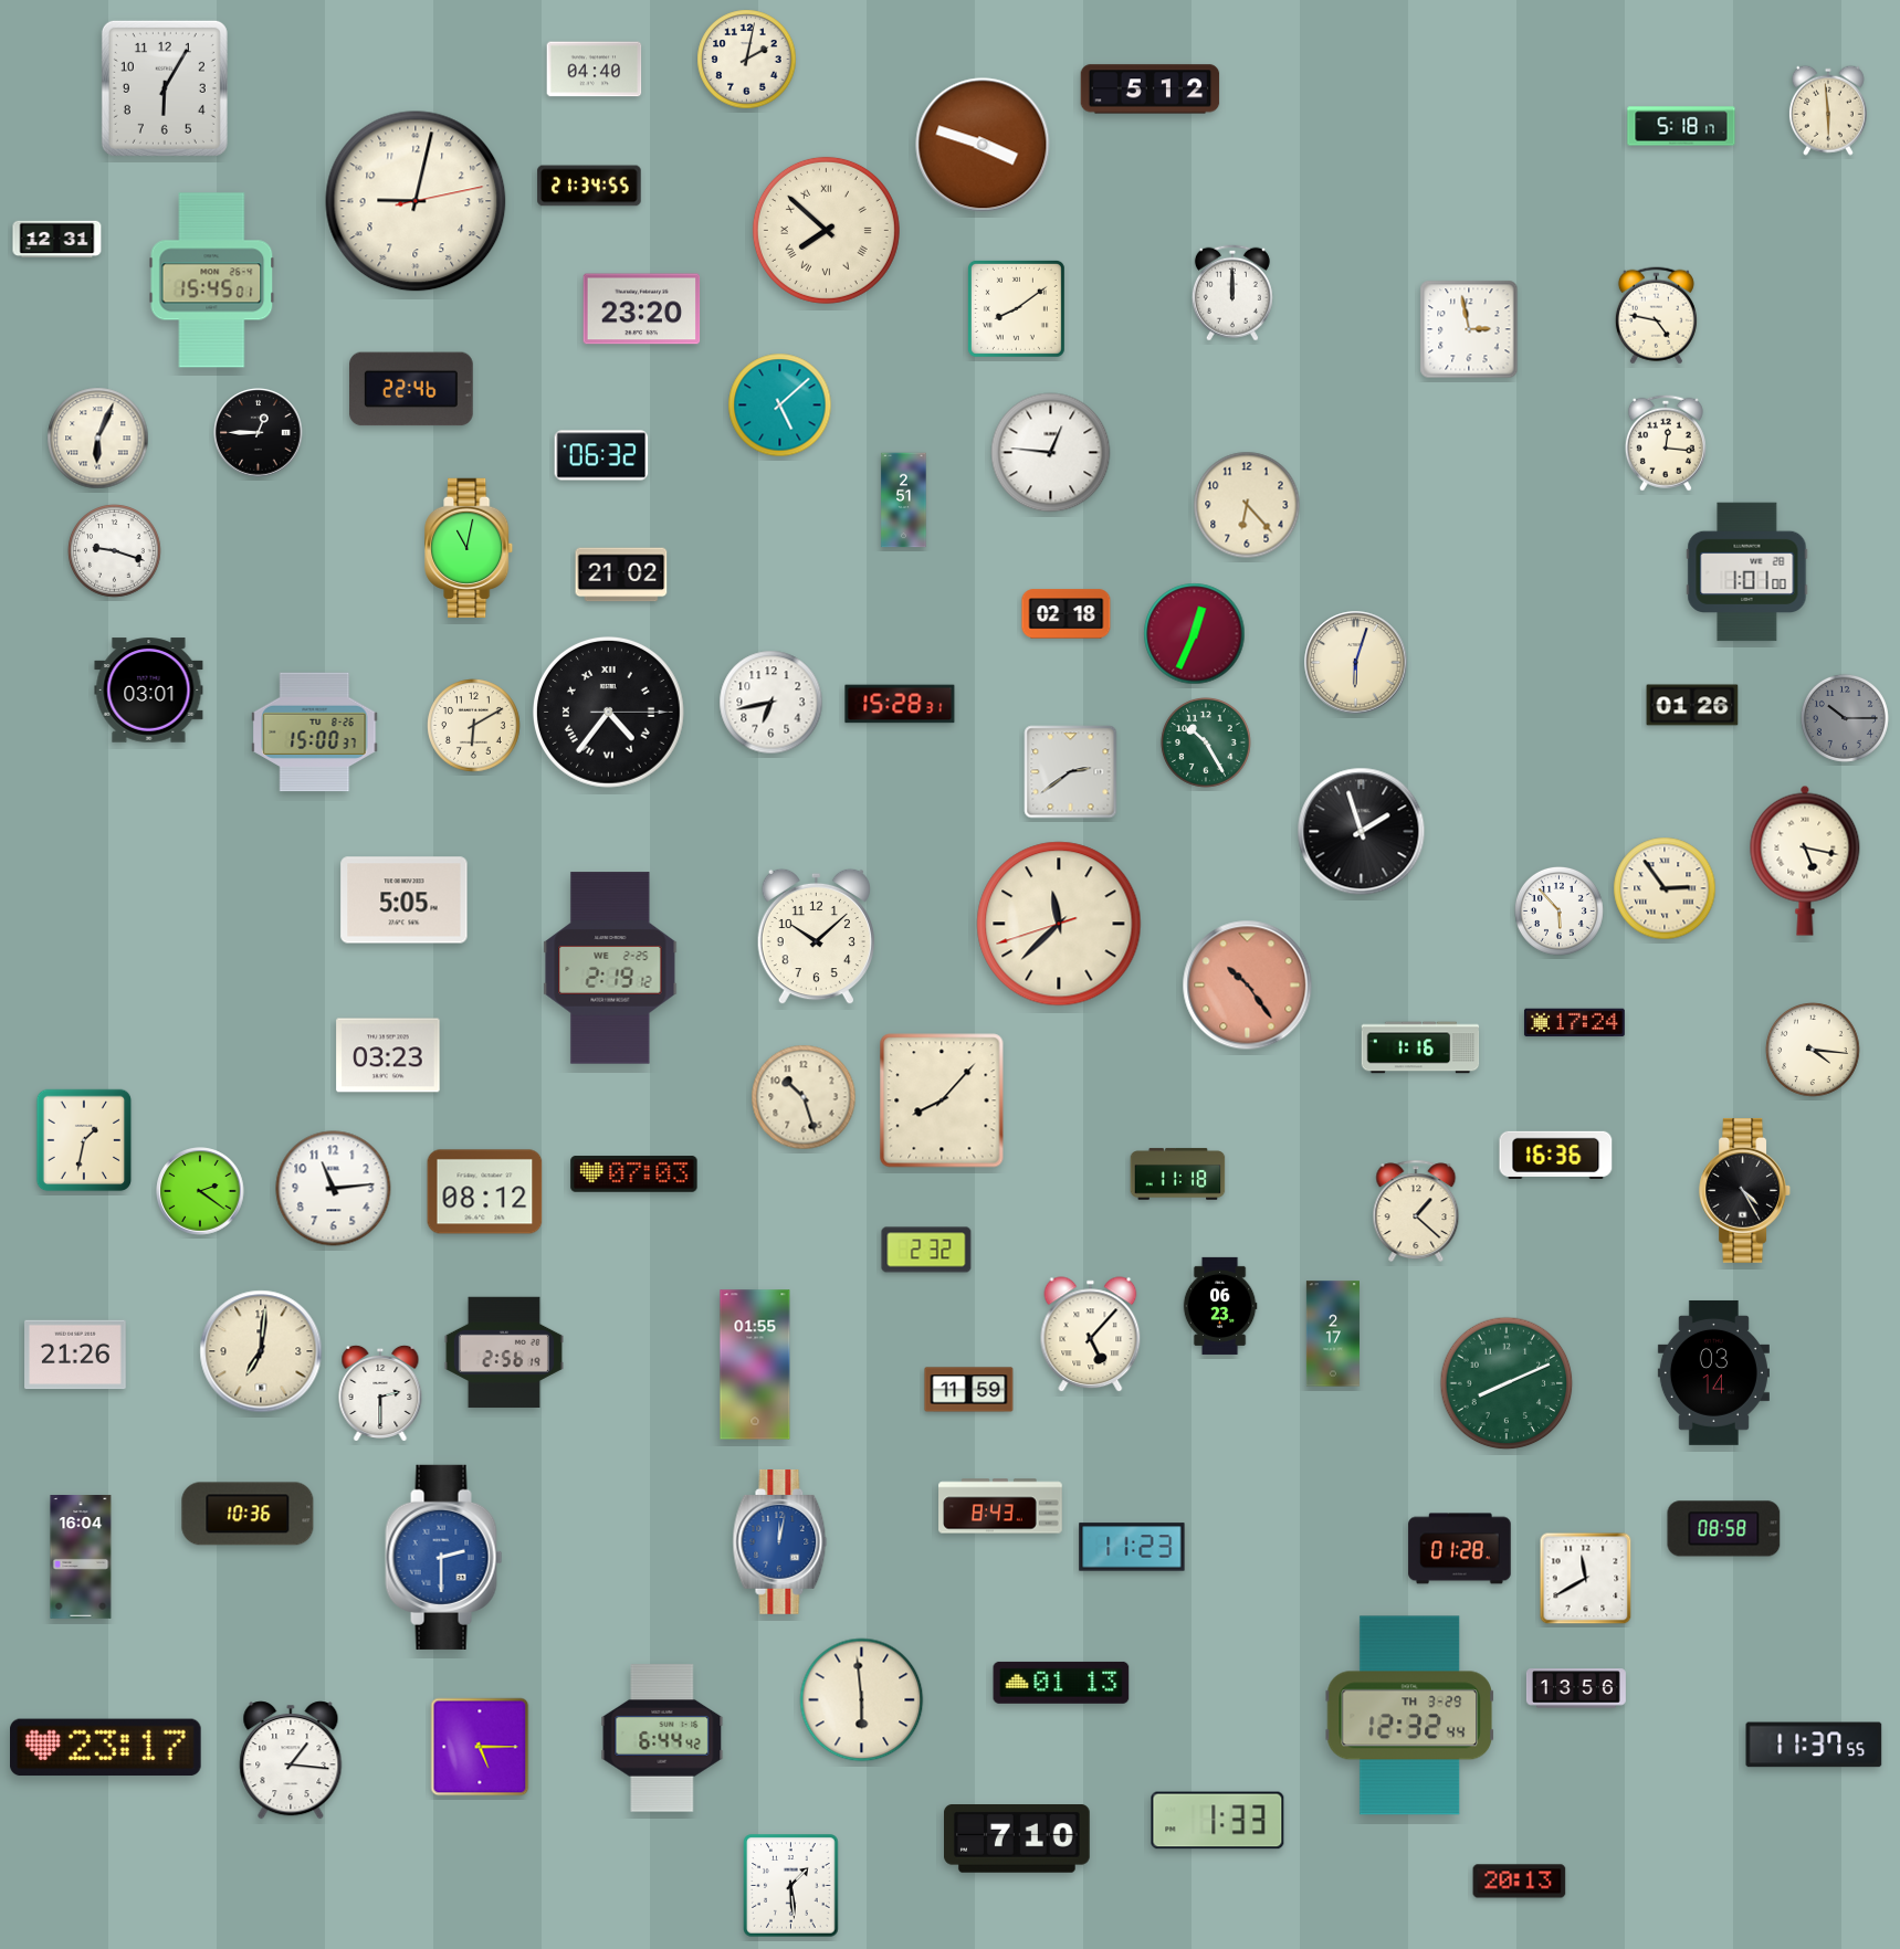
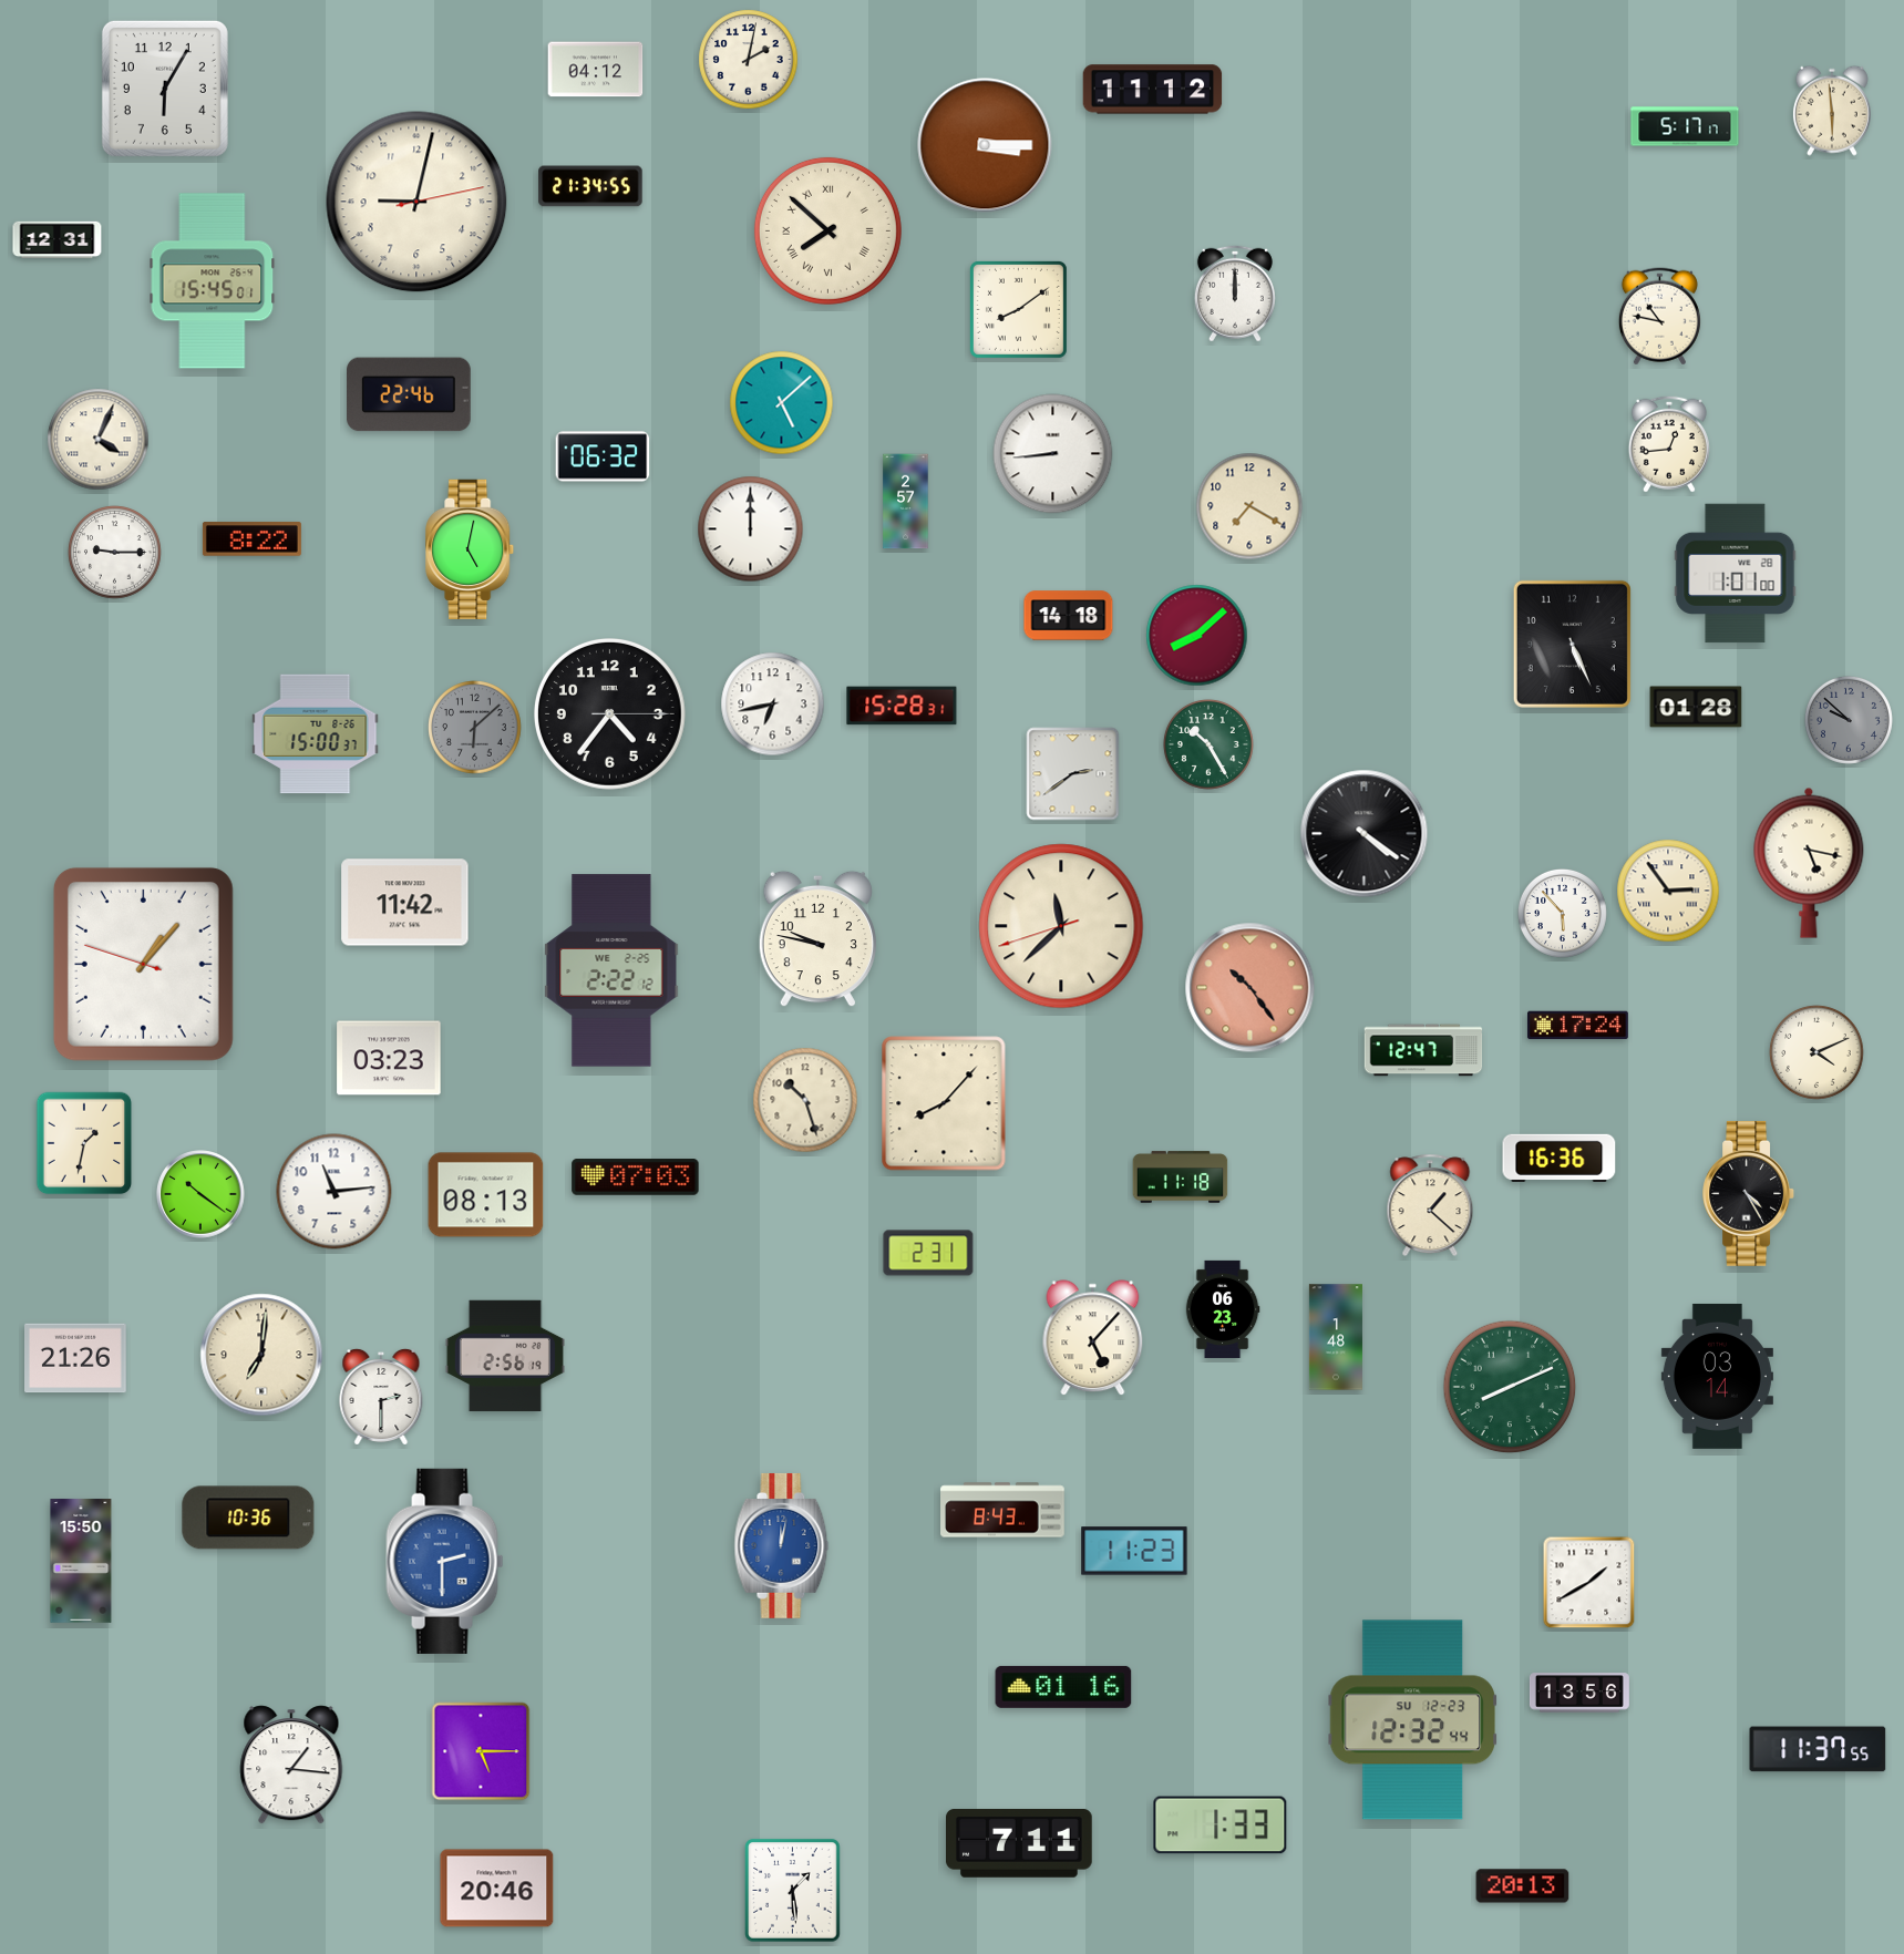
clock at (595, 70): 04:40 -> 04:12
clock at (1151, 89): 5:12 -> 11:12
clock at (1681, 126): 5:18 -> 5:17
clock at (983, 145): 3:48 -> 3:15
clock at (642, 309): 23:20 -> none
clock at (1656, 316): 4:47 -> 10:47
clock at (1469, 329): 2:58 -> none
clock at (412, 389) position: (412, 389) -> (410, 394)
clock at (780, 405) position: (780, 405) -> (782, 403)
clock at (259, 433): 12:45 -> none
clock at (98, 439): 6:04 -> 4:04
clock at (1666, 443): 12:16 -> 12:44
clock at (1051, 453): 12:46 -> 8:44
clock at (904, 501): 2:51 -> 2:57
clock at (1247, 505): 6:23 -> 7:20
clock at (751, 529): none -> 12:00
clock at (251, 539): none -> 8:22
clock at (470, 548): 11:02 -> 5:02
clock at (115, 551): 9:18 -> 9:15
clock at (1747, 572) position: (1747, 572) -> (1736, 574)
clock at (621, 575): 21:02 -> none
clock at (1067, 614): 02:18 -> 14:18
clock at (1195, 634): 12:34 -> 8:08
clock at (1572, 644): none -> 5:26
clock at (1356, 663): 6:03 -> none
clock at (149, 691): 03:01 -> none
clock at (1692, 705): 01:26 -> 01:28
clock at (608, 712) numerals: Roman -> Arabic
clock at (1845, 718): 10:15 -> 9:52
clock at (474, 726): 6:10 -> 6:08
clock at (474, 726) dial: cream -> grey
clock at (1362, 832): 1:57 -> 4:21
clock at (405, 900): 5:05 -> 11:42
clock at (816, 937): 10:08 -> 9:47
clock at (143, 964): none -> 1:06
clock at (610, 968): 2:19 -> 2:22
clock at (1420, 1047): 1:16 -> 12:47
clock at (1813, 1050): 4:16 -> 4:11
clock at (200, 1191): 2:21 -> 10:21
clock at (485, 1192): 08:12 -> 08:13
clock at (1416, 1211) position: (1416, 1211) -> (1430, 1205)
clock at (926, 1250): 2:32 -> 2:31
clock at (1333, 1334): 2:17 -> 1:48
clock at (755, 1365): 01:55 -> none
clock at (969, 1390): 11:59 -> none
clock at (1724, 1529): 08:58 -> none
clock at (1460, 1549): 01:28 -> none
clock at (81, 1557): 16:04 -> 15:50
clock at (1586, 1579): 11:40 -> 1:40
clock at (1061, 1683): 01:13 -> 01:16
clock at (862, 1700): 5:59 -> none
clock at (1409, 1716) date: TH 3-29 -> SU 12-23
clock at (662, 1738): 6:44 -> none
clock at (106, 1748): 23:17 -> none
clock at (1018, 1840): 7:10 -> 7:11
clock at (497, 1889): none -> 20:46
